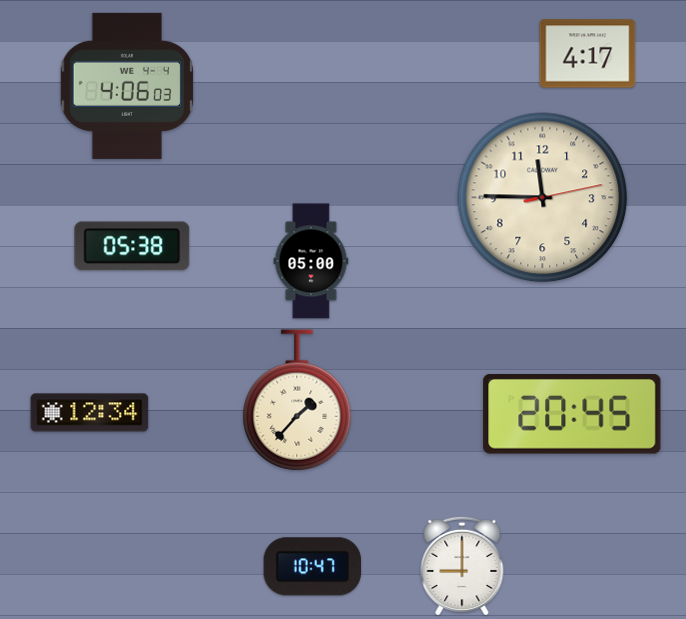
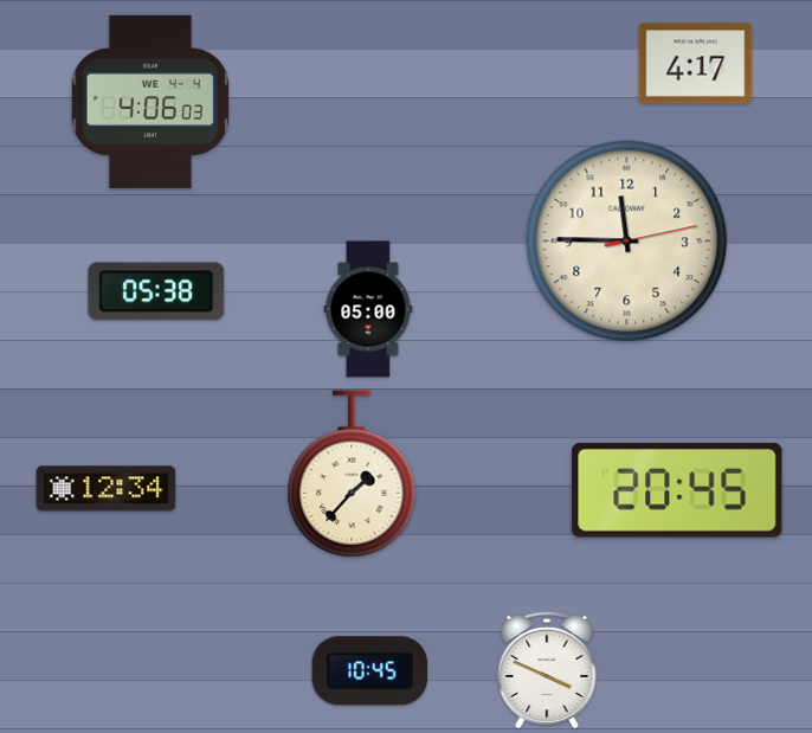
clock at (543, 198) position: (543, 198) -> (627, 242)
clock at (462, 565): 9:00 -> 3:49
clock at (312, 567): 10:47 -> 10:45
